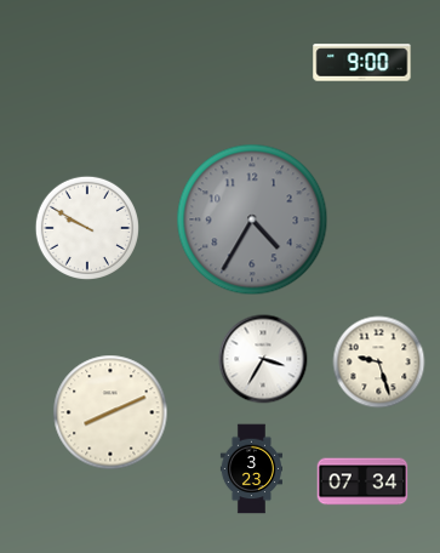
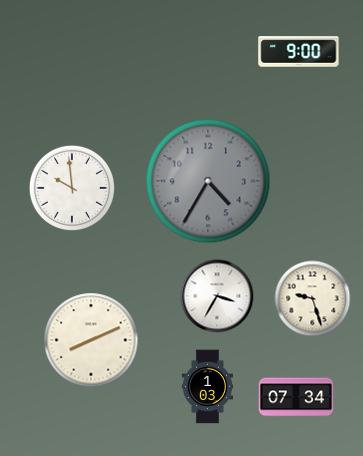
clock at (87, 228): 9:50 -> 9:59
clock at (251, 469): 3:23 -> 1:03
clock at (362, 481) position: (362, 481) -> (296, 397)
